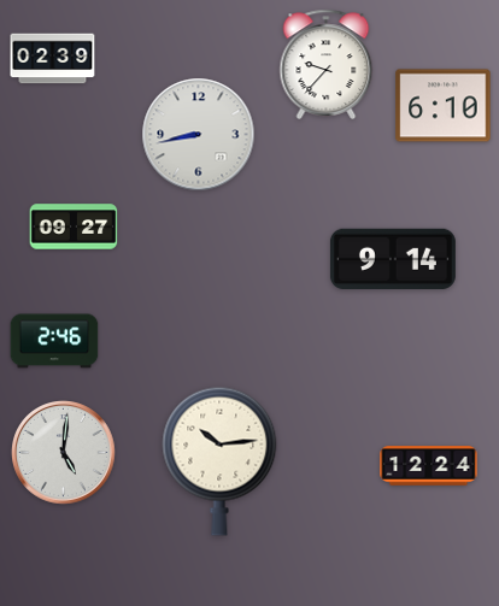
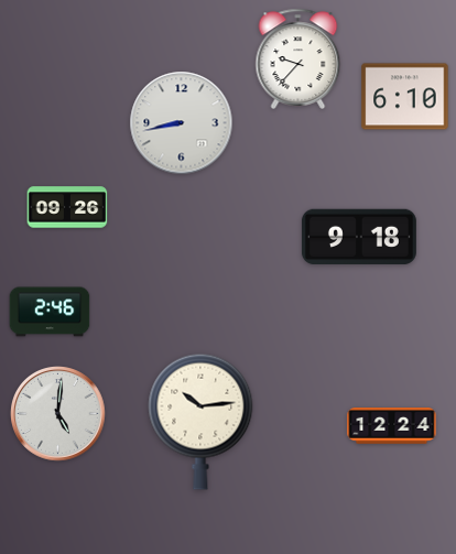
clock at (53, 59): 02:39 -> none
clock at (74, 226): 09:27 -> 09:26
clock at (393, 259): 9:14 -> 9:18
